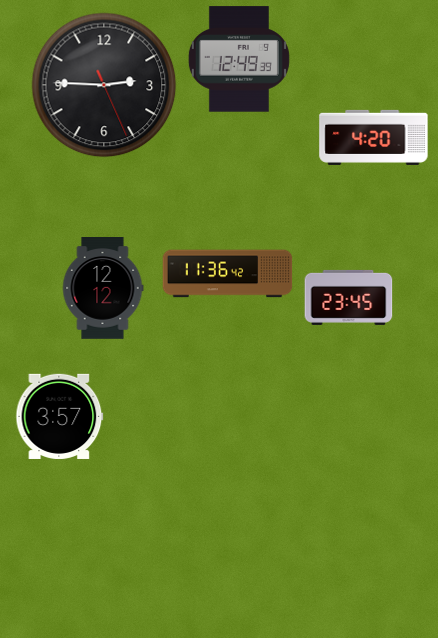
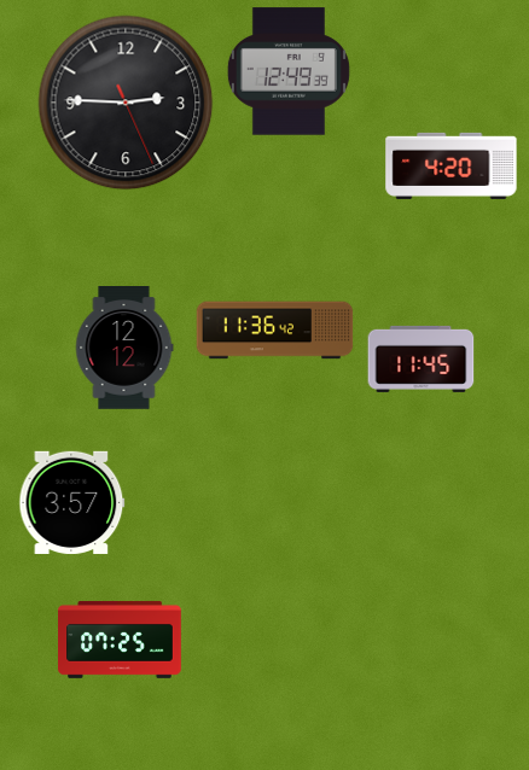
clock at (349, 297): 23:45 -> 11:45
clock at (120, 641): none -> 07:25
